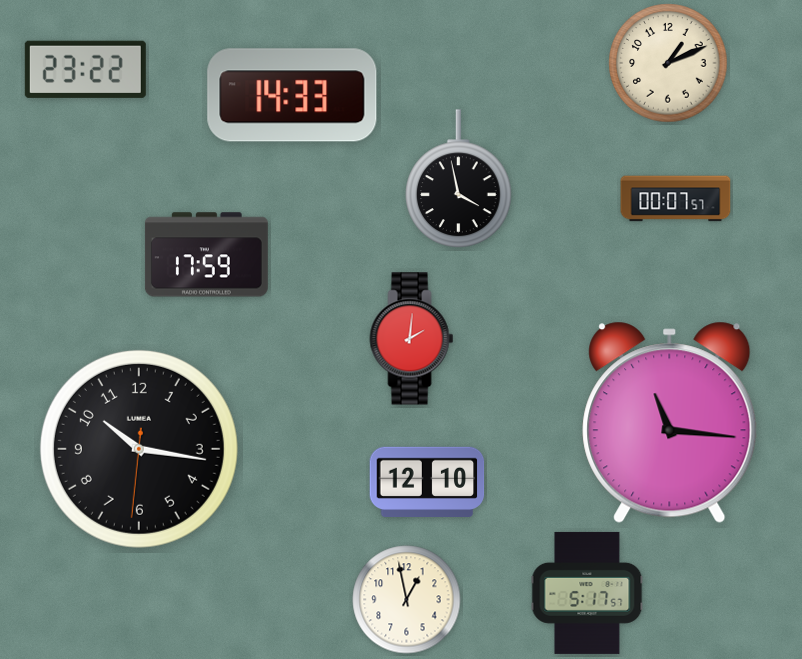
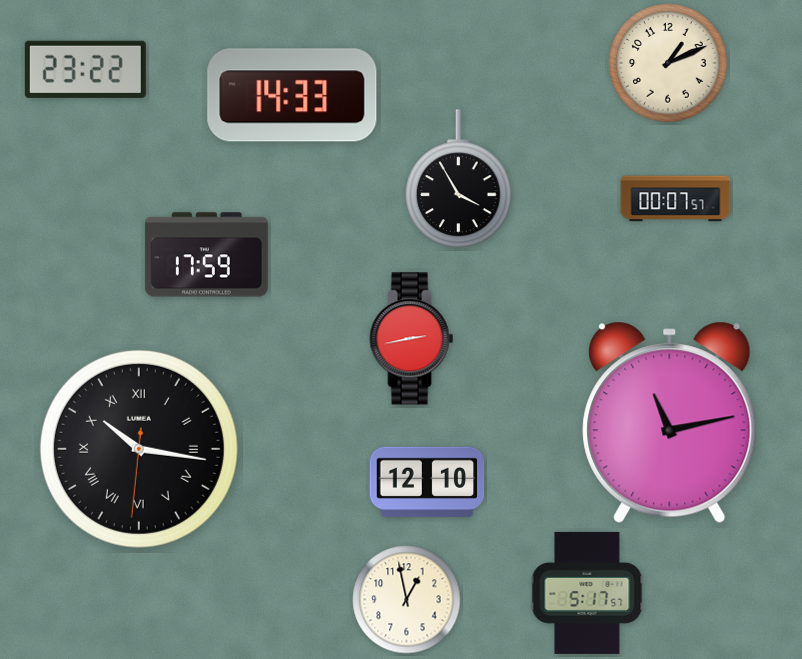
clock at (459, 179): 3:58 -> 3:55
clock at (412, 339): 2:01 -> 2:43
clock at (670, 422): 11:16 -> 11:13
clock at (139, 449) numerals: Arabic -> Roman
